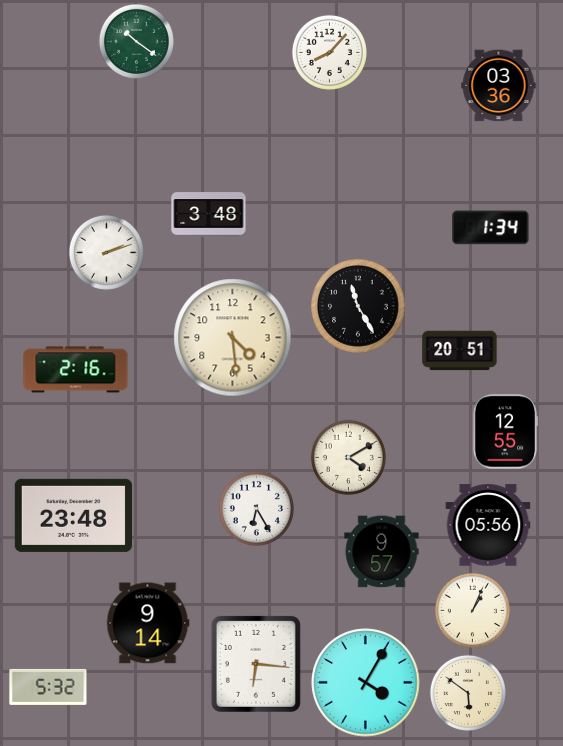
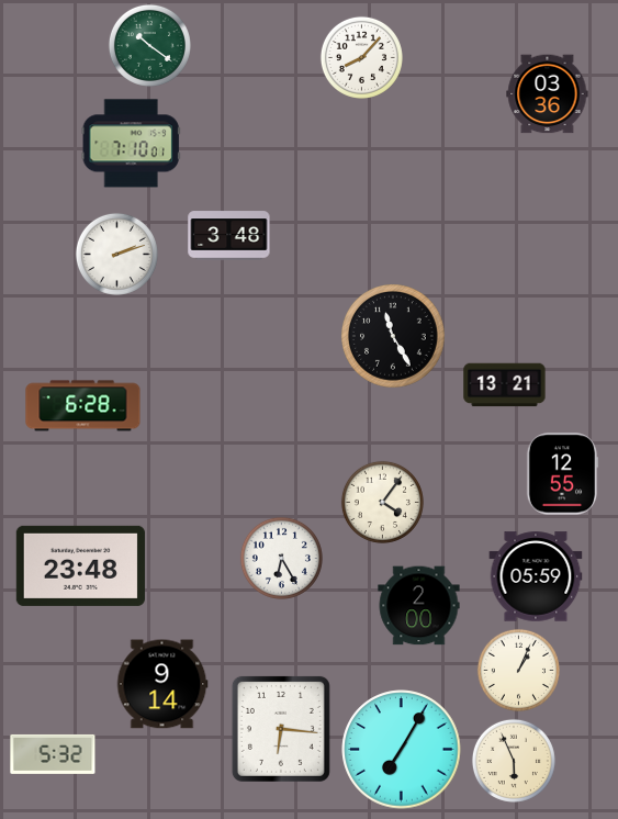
clock at (131, 144): none -> 7:10
clock at (491, 228): 1:34 -> none
clock at (106, 252) position: (106, 252) -> (116, 254)
clock at (233, 338): 4:29 -> none
clock at (460, 351): 20:51 -> 13:21
clock at (76, 370): 2:16 -> 6:28
clock at (505, 432) position: (505, 432) -> (562, 474)
clock at (348, 457): 4:10 -> 4:06
clock at (488, 525): 05:56 -> 05:59
clock at (382, 552): 9:57 -> 2:00
clock at (366, 683): 4:05 -> 7:05
clock at (468, 693): 5:51 -> 5:56
